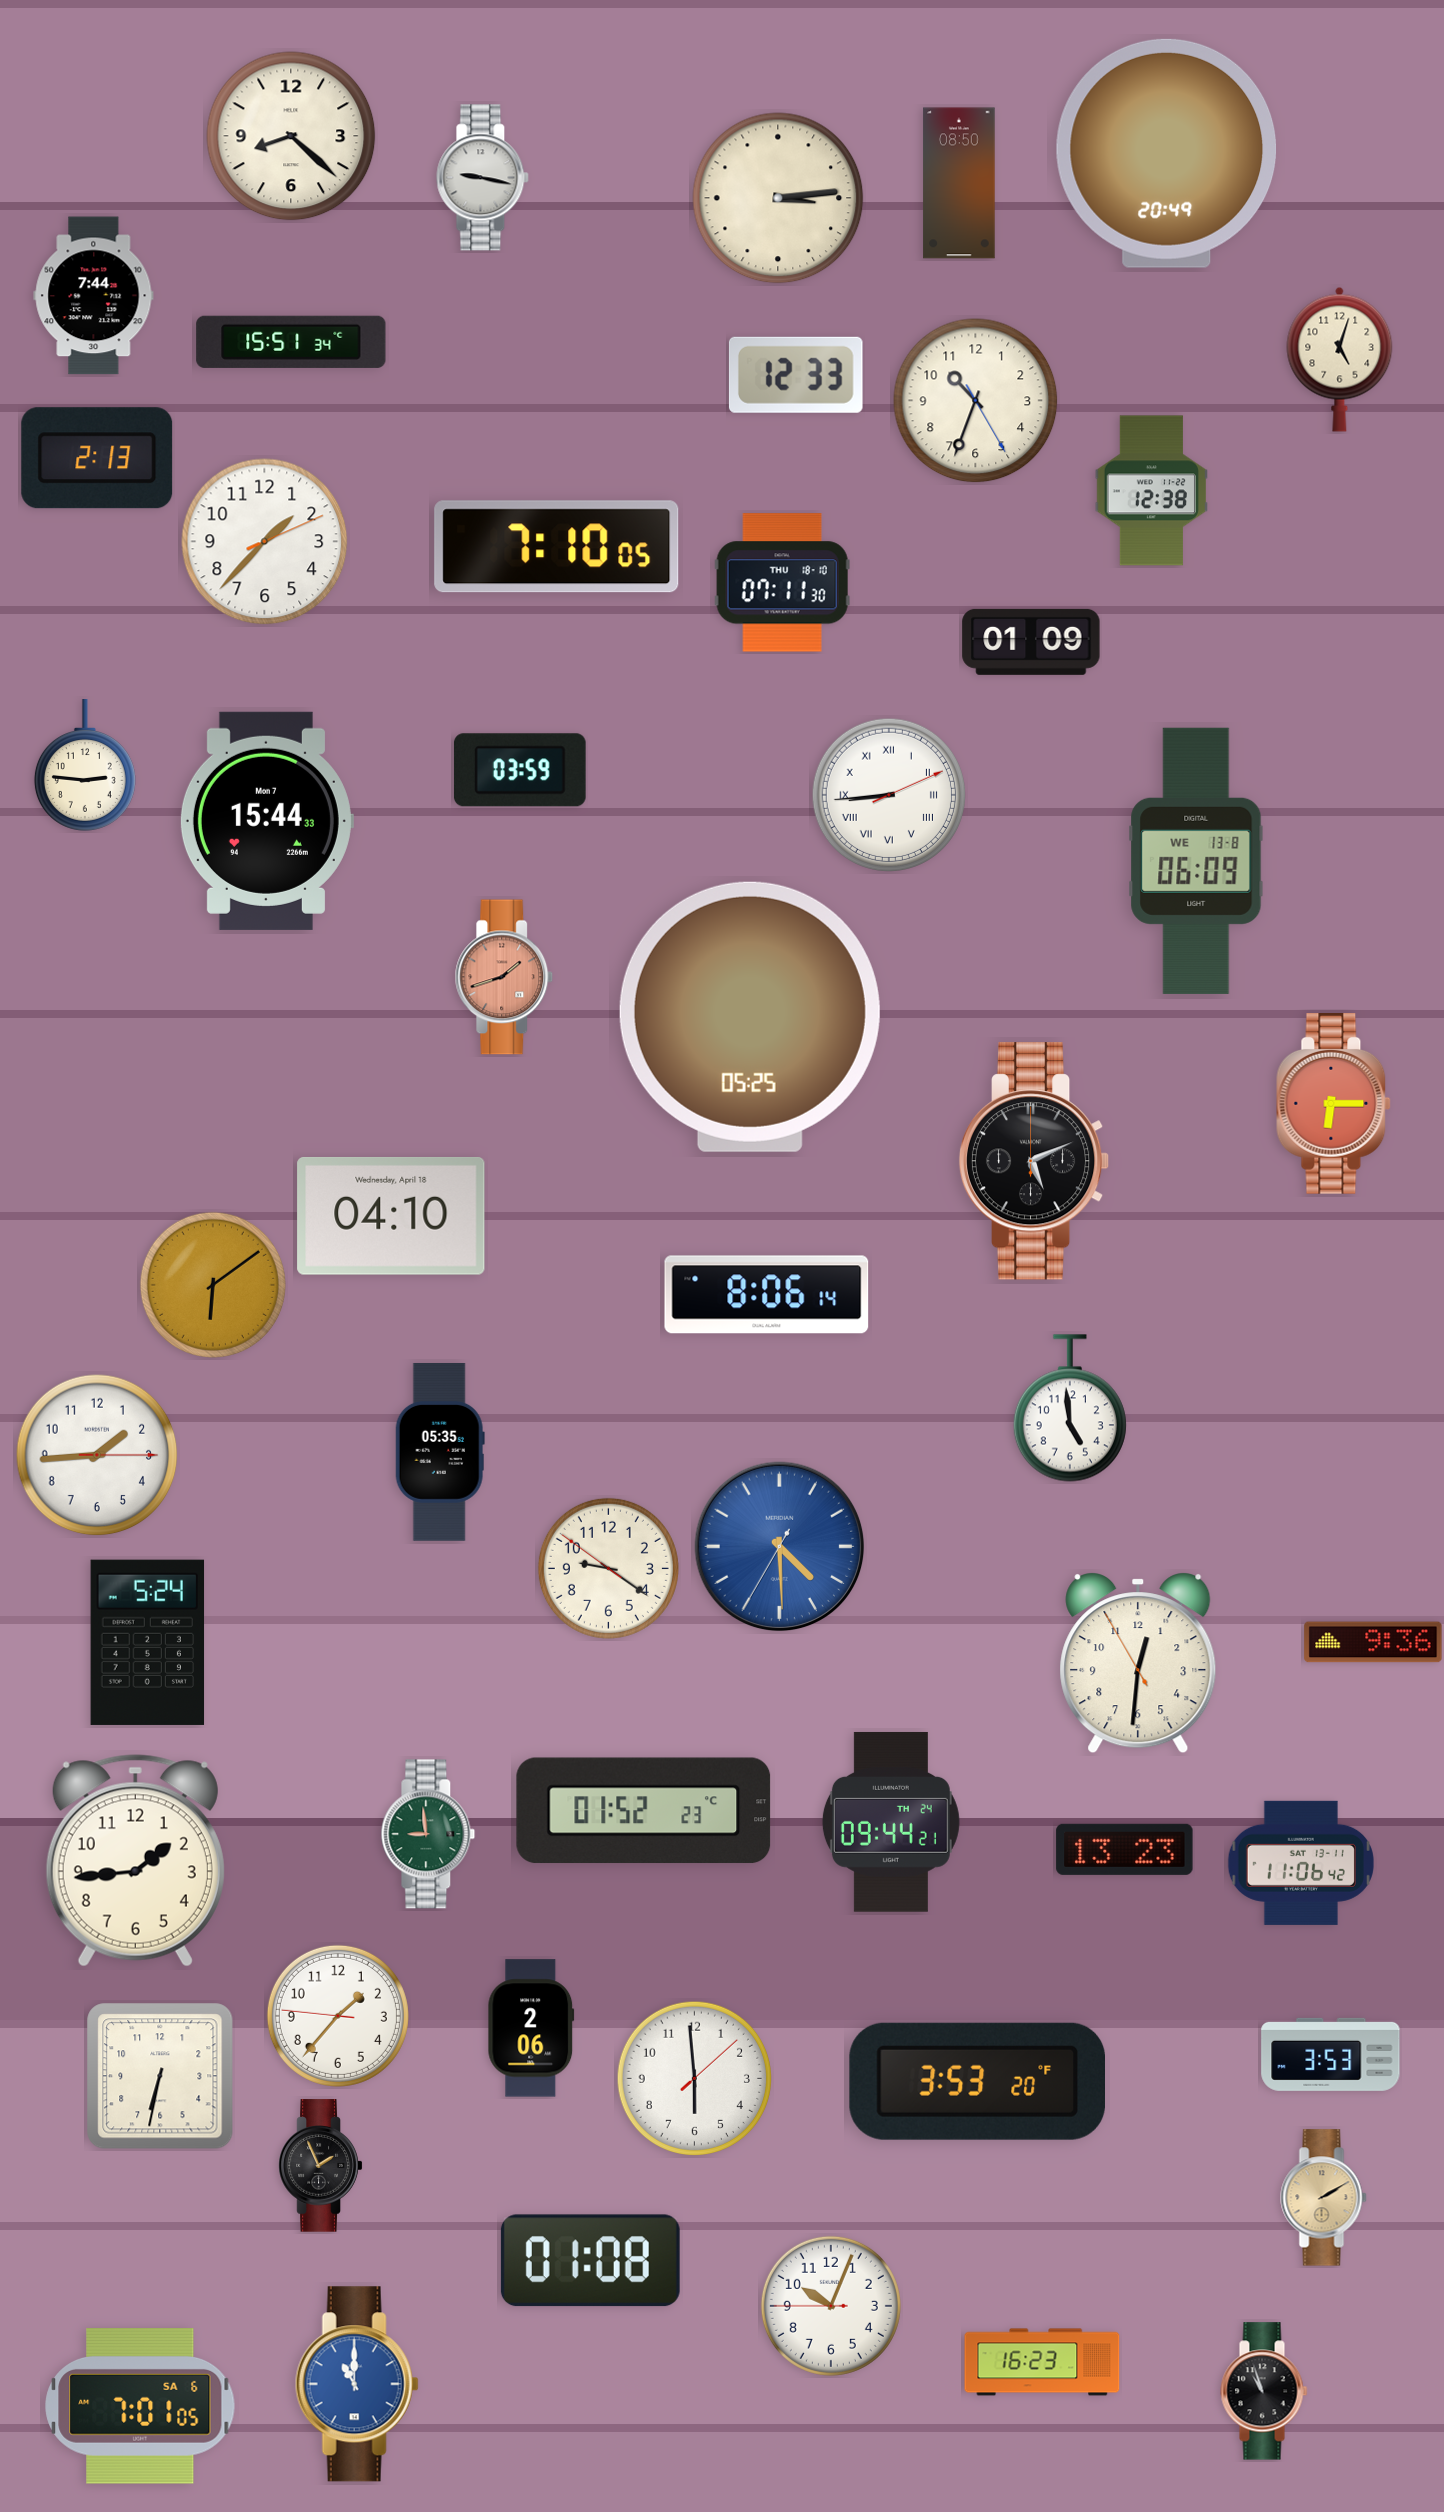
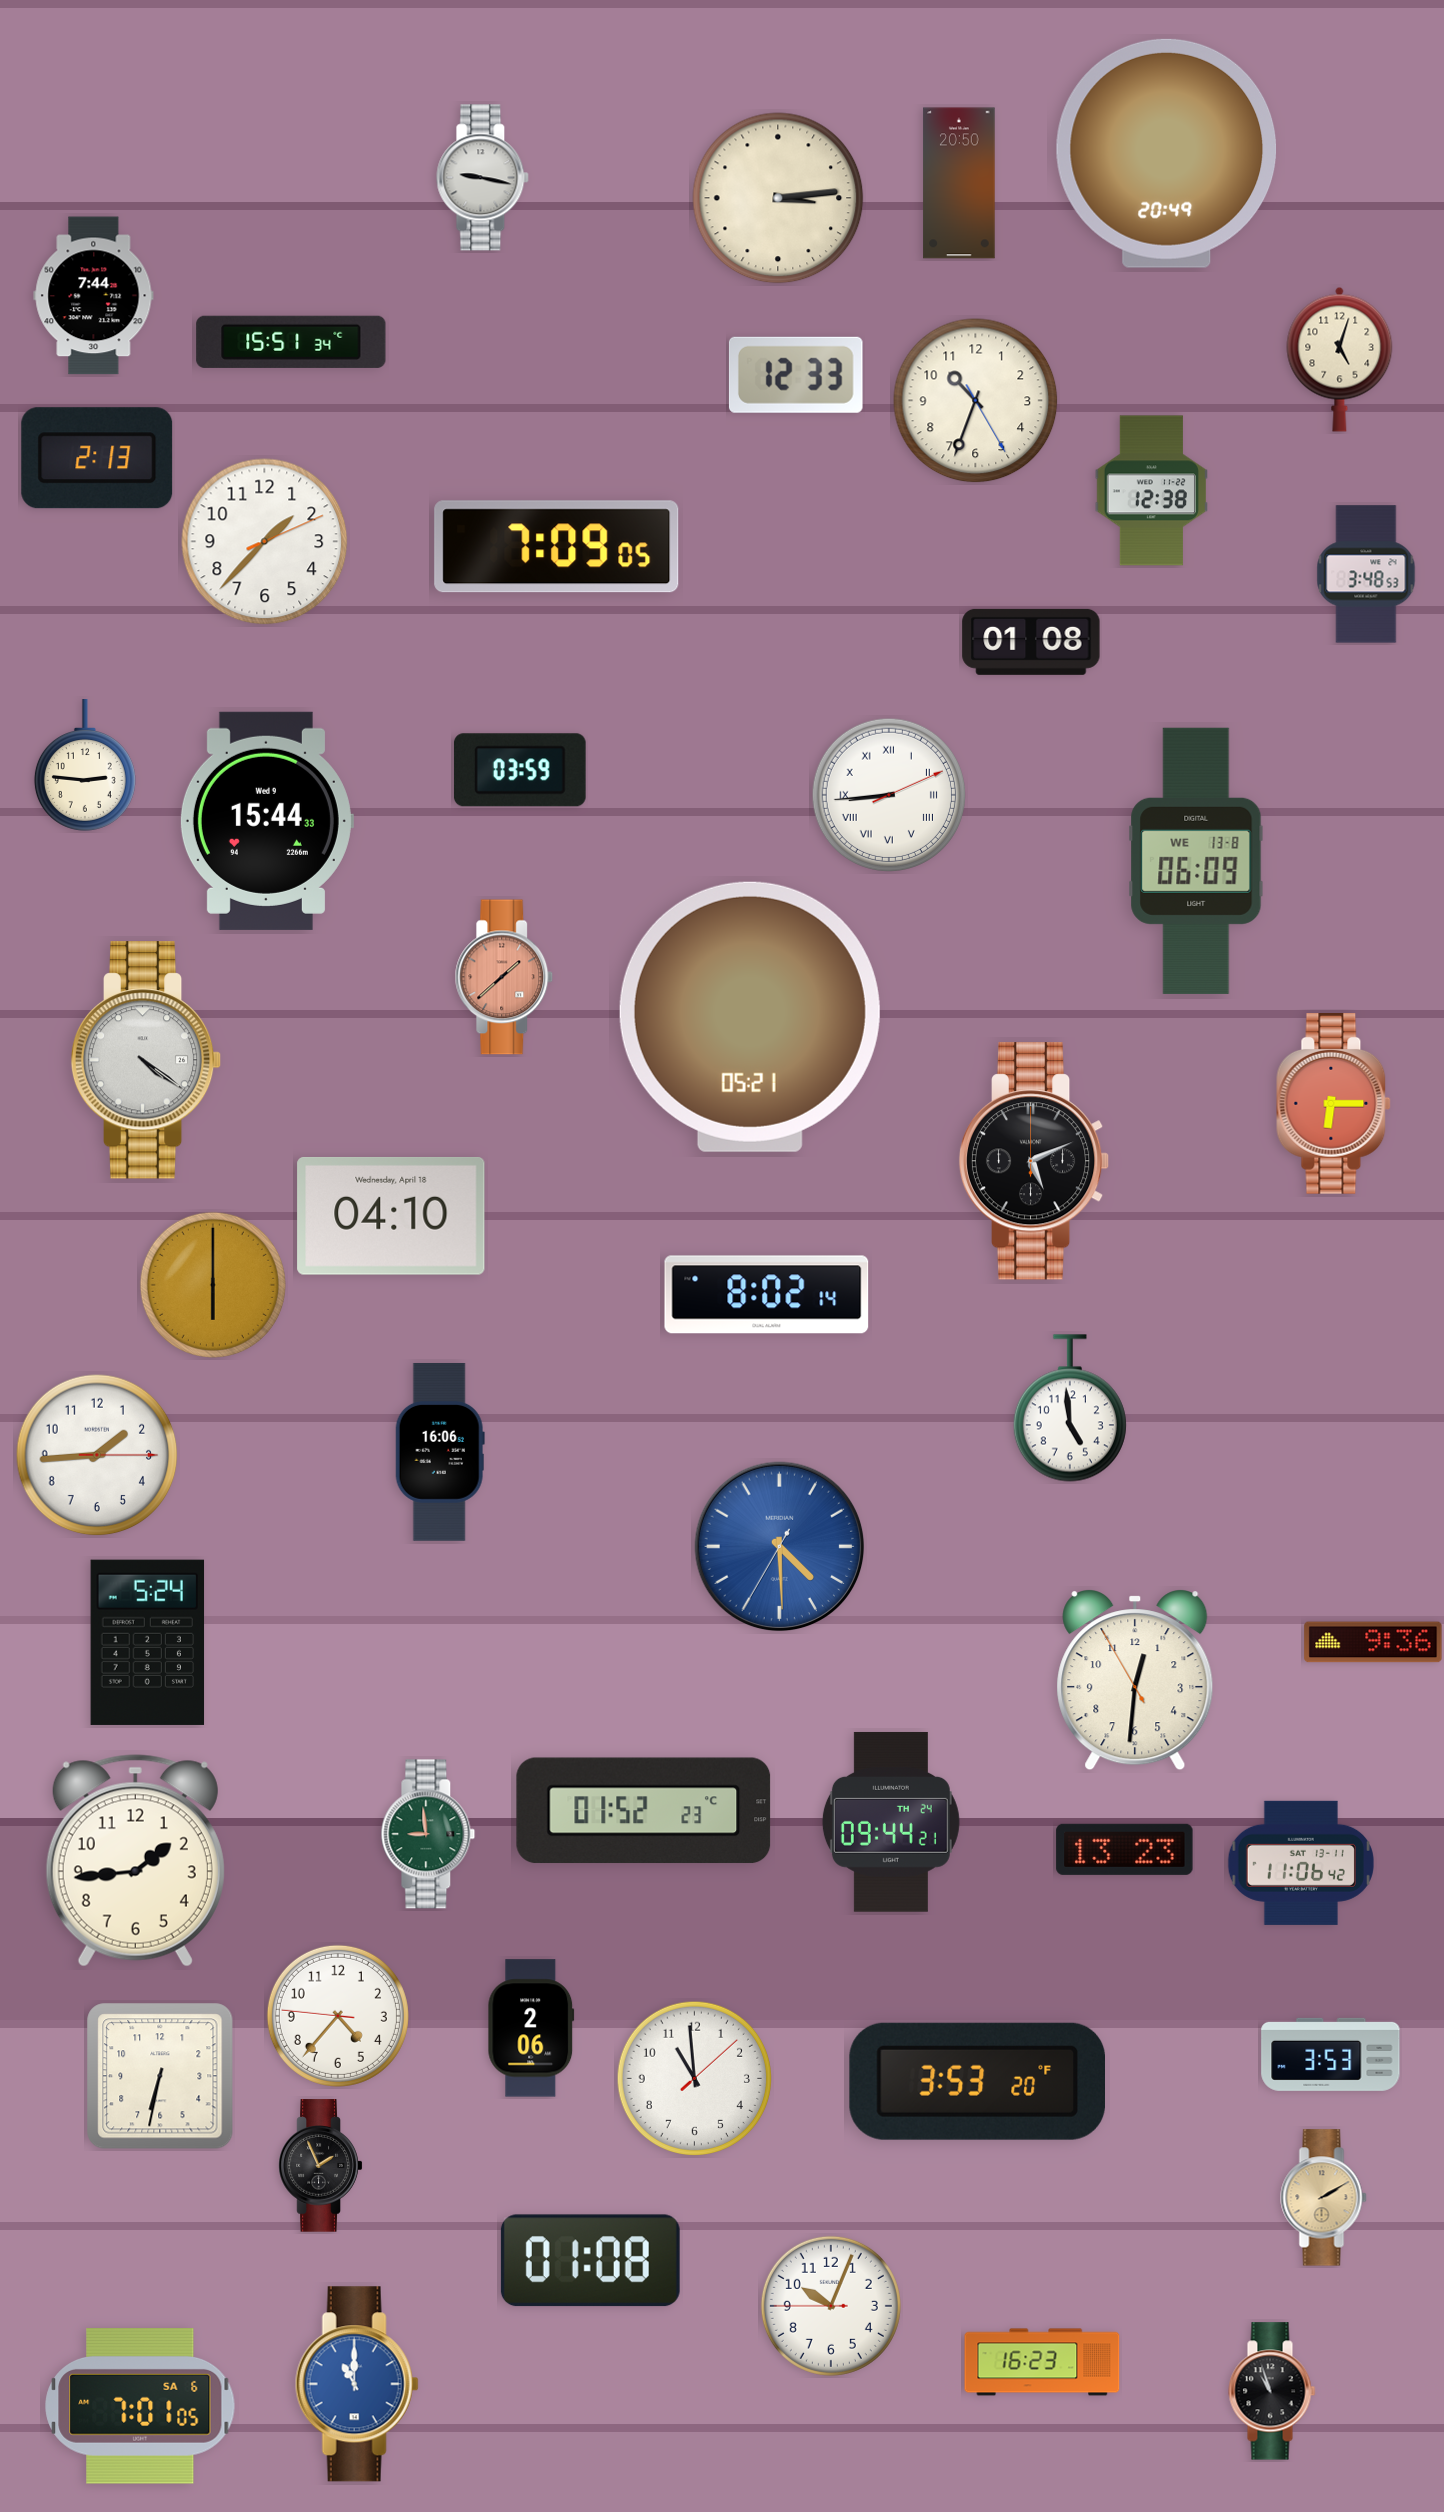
clock at (291, 136): 8:22 -> none
clock at (959, 183): 08:50 -> 20:50
clock at (557, 547): 7:10 -> 7:09
clock at (1366, 574): none -> 3:48
clock at (782, 583): 07:11 -> none
clock at (1031, 642): 01:09 -> 01:08
clock at (266, 821) date: Mon 7 -> Wed 9
clock at (504, 977): 1:42 -> 1:38
clock at (750, 1017): 05:25 -> 05:21
clock at (146, 1060): none -> 4:21
clock at (213, 1285): 6:09 -> 6:00
clock at (767, 1295): 8:06 -> 8:02
clock at (440, 1452): 05:35 -> 16:06
clock at (608, 1568): 9:20 -> none
clock at (1138, 1663) position: (1138, 1663) -> (1135, 1680)
clock at (338, 2016): 1:36 -> 4:36
clock at (694, 2078): 5:59 -> 10:59
clock at (1264, 2391) position: (1264, 2391) -> (1272, 2391)
